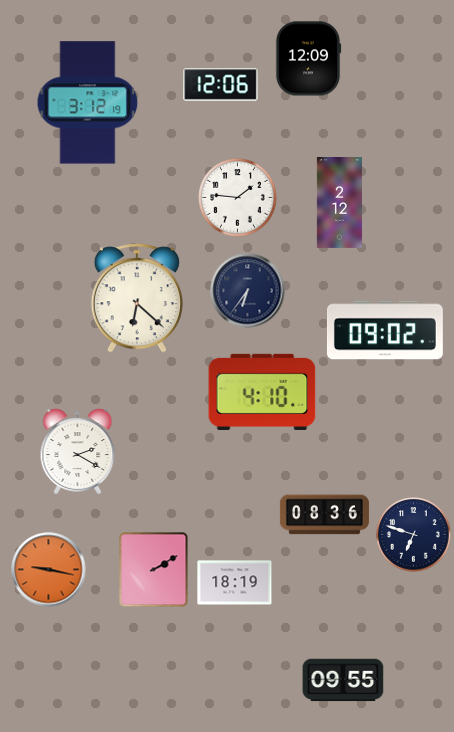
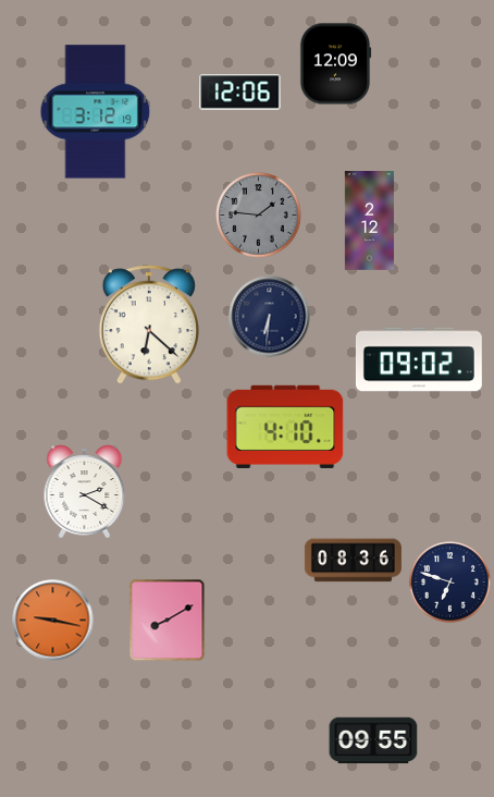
clock at (238, 198) dial: white -> grey
clock at (248, 291): 6:36 -> 6:31
clock at (154, 570): 2:10 -> 8:10
clock at (235, 583): 18:19 -> none
